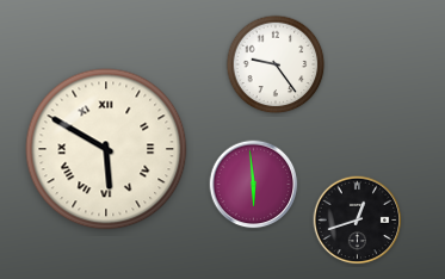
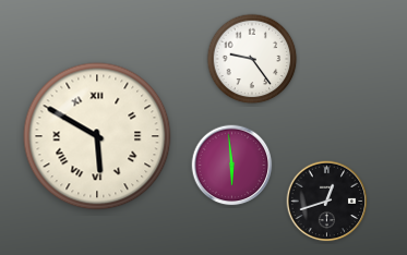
clock at (254, 185) position: (254, 185) -> (232, 166)
